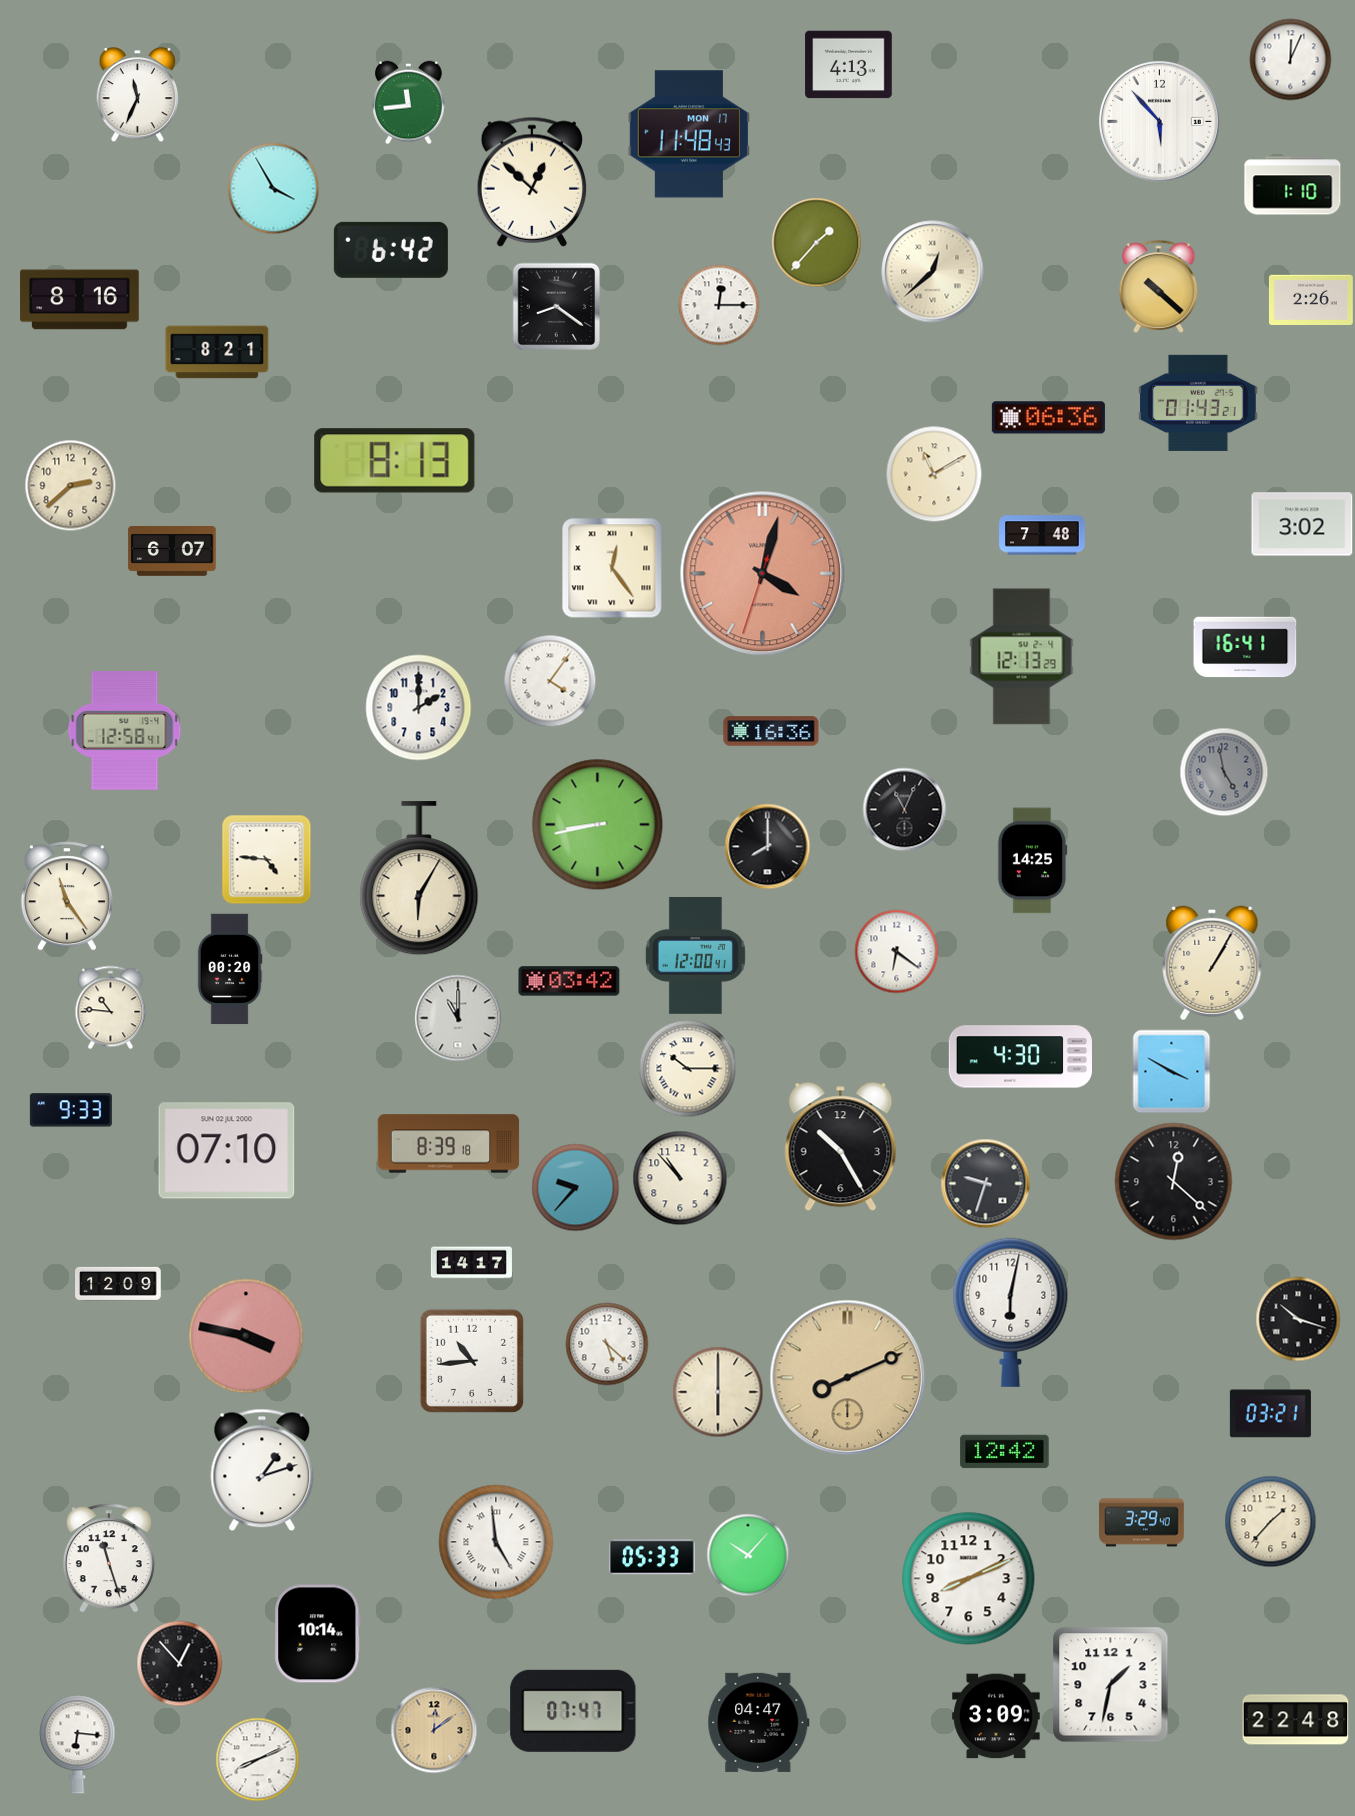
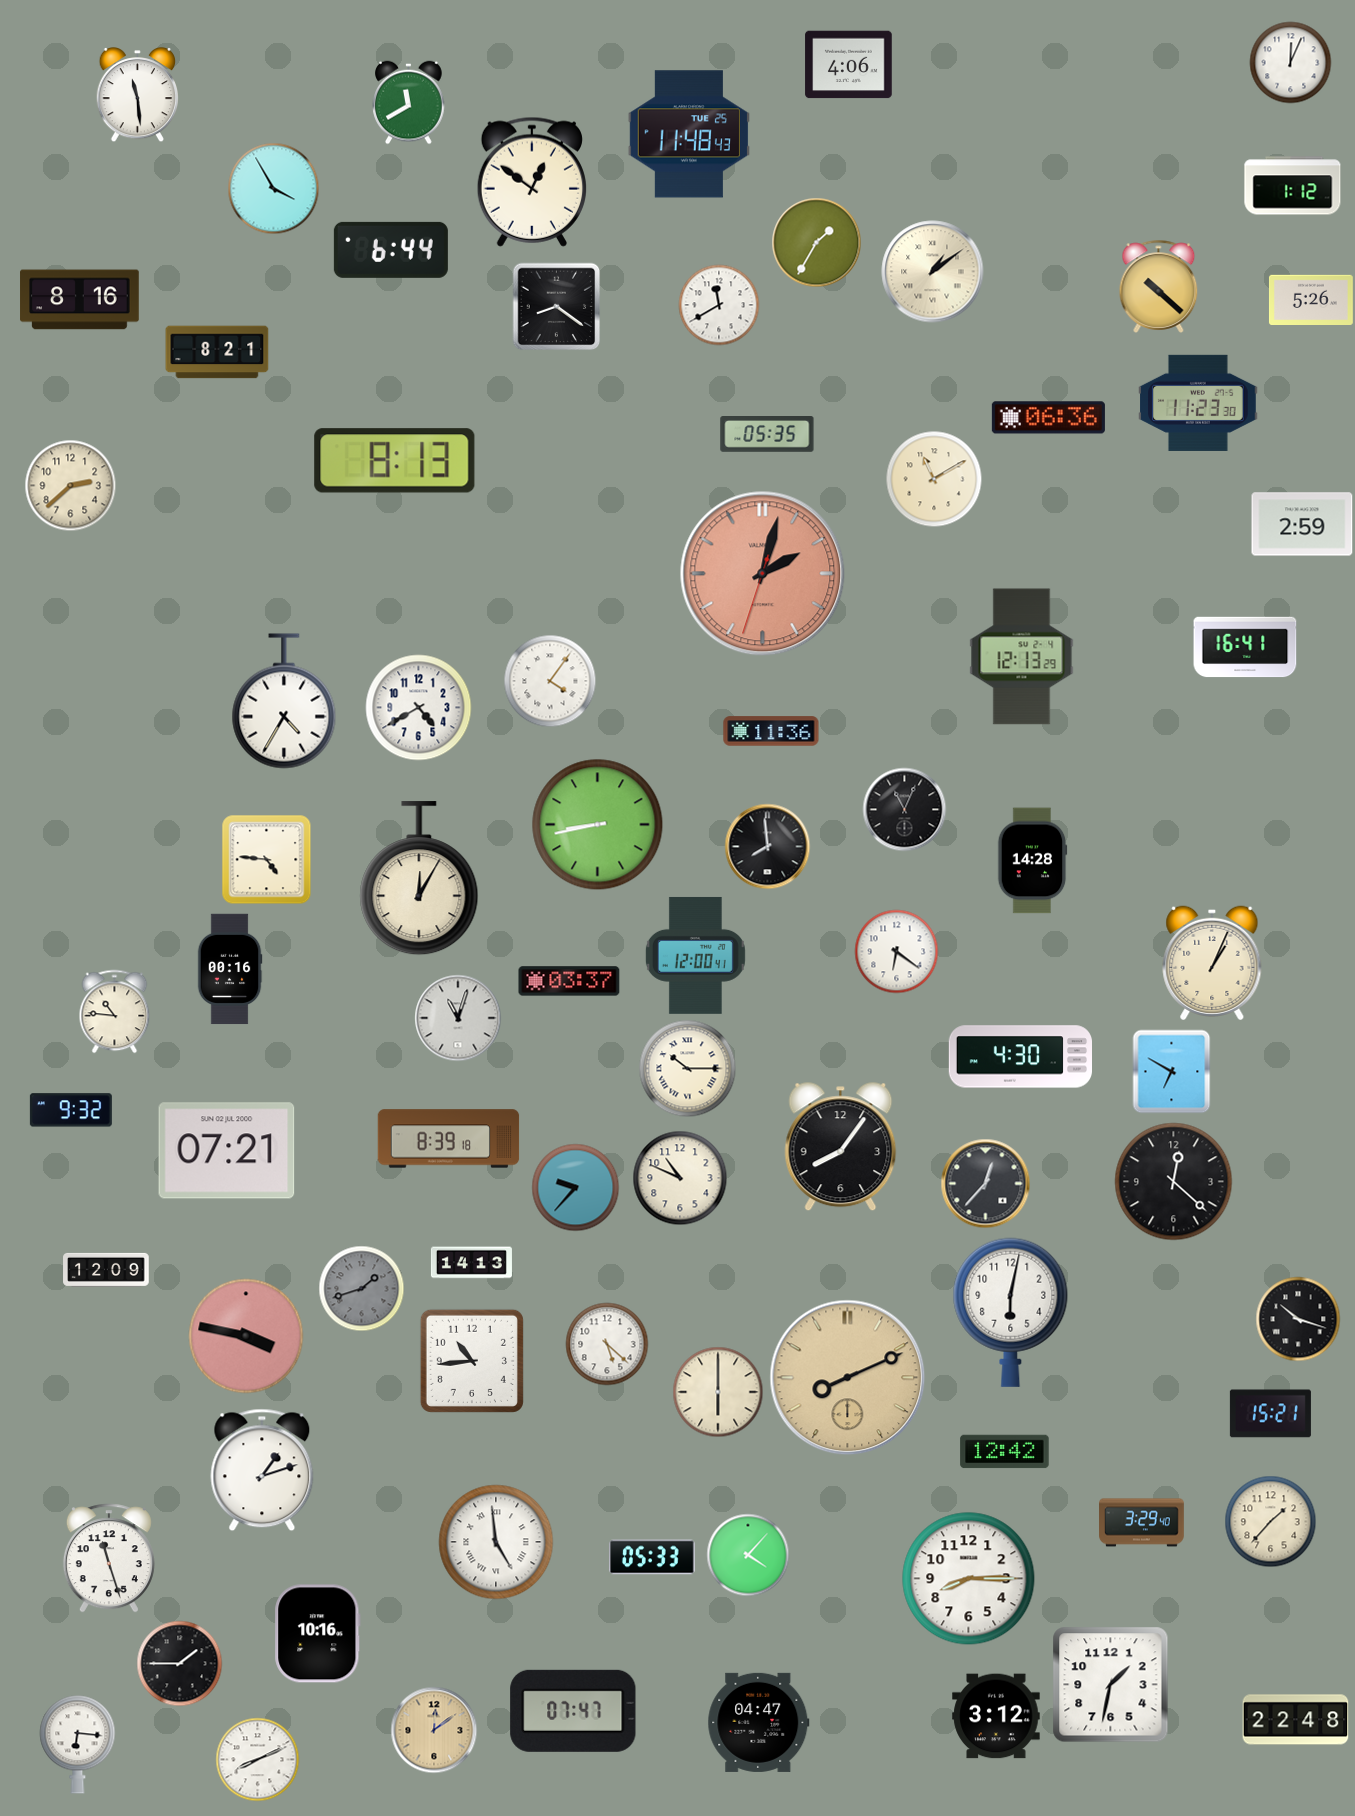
clock at (1291, 60) position: (1291, 60) -> (1291, 63)
clock at (849, 65): 4:13 -> 4:06
clock at (137, 96): 11:34 -> 11:29
clock at (409, 103): 11:44 -> 11:40
clock at (1159, 121): 5:53 -> none
clock at (689, 134) date: MON 17 -> TUE 25
clock at (532, 182): 12:52 -> 12:51
clock at (1293, 186): 1:10 -> 1:12
clock at (817, 243): 1:37 -> 1:35
clock at (391, 250): 6:42 -> 6:44
clock at (933, 272): 12:38 -> 1:09
clock at (1311, 299): 2:26 -> 5:26
clock at (719, 305): 12:15 -> 11:40
clock at (1198, 403): 01:43 -> 11:23
clock at (767, 435): none -> 05:35
clock at (934, 474) position: (934, 474) -> (934, 479)
clock at (1302, 524): 3:02 -> 2:59
clock at (1042, 535): 7:48 -> none
clock at (172, 552): 6:07 -> none
clock at (612, 568): 12:24 -> none
clock at (763, 574): 4:02 -> 2:02
clock at (284, 701): none -> 4:35
clock at (419, 708): 2:00 -> 4:40
clock at (125, 731): 12:58 -> none
clock at (771, 731): 16:36 -> 11:36
clock at (1224, 772): 4:58 -> none
clock at (768, 847): 8:00 -> 7:59
clock at (1032, 861): 14:25 -> 14:28
clock at (419, 879): 6:05 -> 12:05
clock at (67, 896): 11:24 -> none
clock at (1212, 963): 1:05 -> 1:04
clock at (230, 969): 00:20 -> 00:16
clock at (569, 981): 03:42 -> 03:37
clock at (111, 1008) position: (111, 1008) -> (115, 1012)
clock at (458, 1018): 11:00 -> 11:03
clock at (1172, 1072): 3:50 -> 6:50
clock at (71, 1110): 9:33 -> 9:32
clock at (449, 1144) position: (449, 1144) -> (449, 1139)
clock at (841, 1147): 10:25 -> 8:06
clock at (227, 1151): 07:10 -> 07:21
clock at (680, 1178): 10:53 -> 10:49
clock at (986, 1184): 9:33 -> 12:37
clock at (471, 1263): 14:17 -> 14:13
clock at (118, 1284) position: (118, 1284) -> (106, 1270)
clock at (362, 1289): none -> 1:42
clock at (1270, 1414): 03:21 -> 15:21
clock at (748, 1555): 10:07 -> 4:07
clock at (969, 1579): 8:11 -> 8:15
clock at (318, 1634): 10:14 -> 10:16
clock at (180, 1664): 12:53 -> 1:45
clock at (996, 1716): 3:09 -> 3:12
